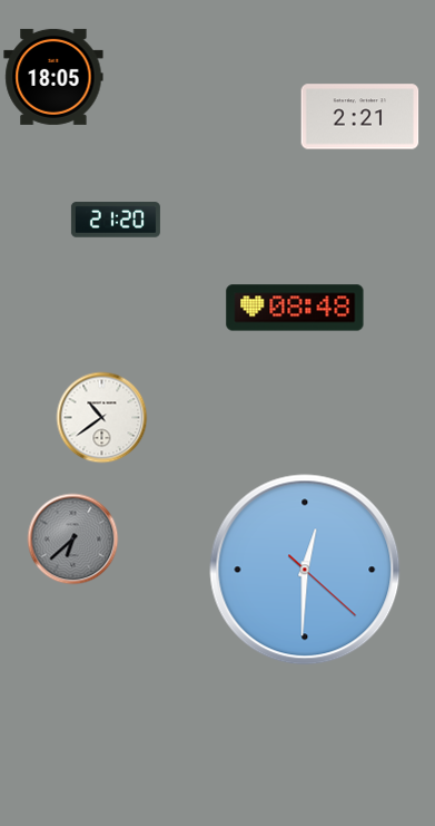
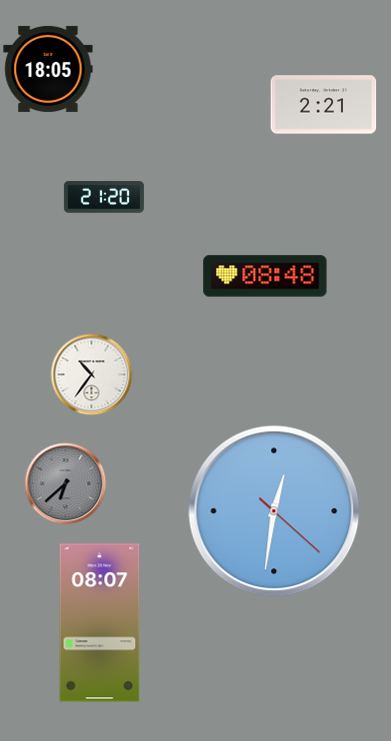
clock at (102, 418): 10:39 -> 10:36
clock at (305, 570): 12:30 -> 12:31
clock at (100, 623): none -> 08:07
